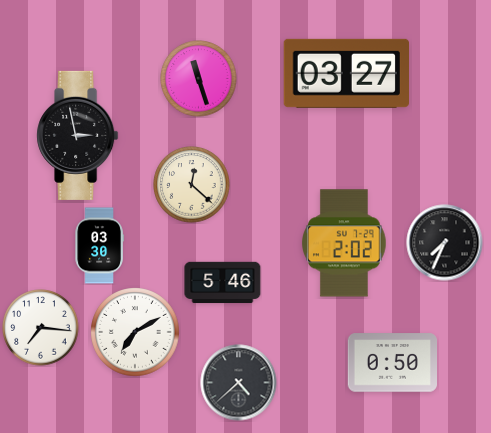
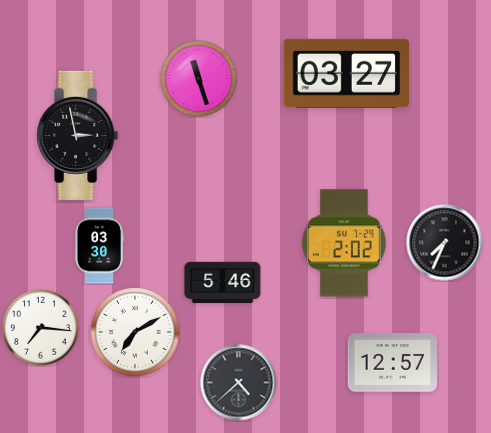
clock at (192, 185): 12:22 -> none
clock at (392, 363): 0:50 -> 12:57
